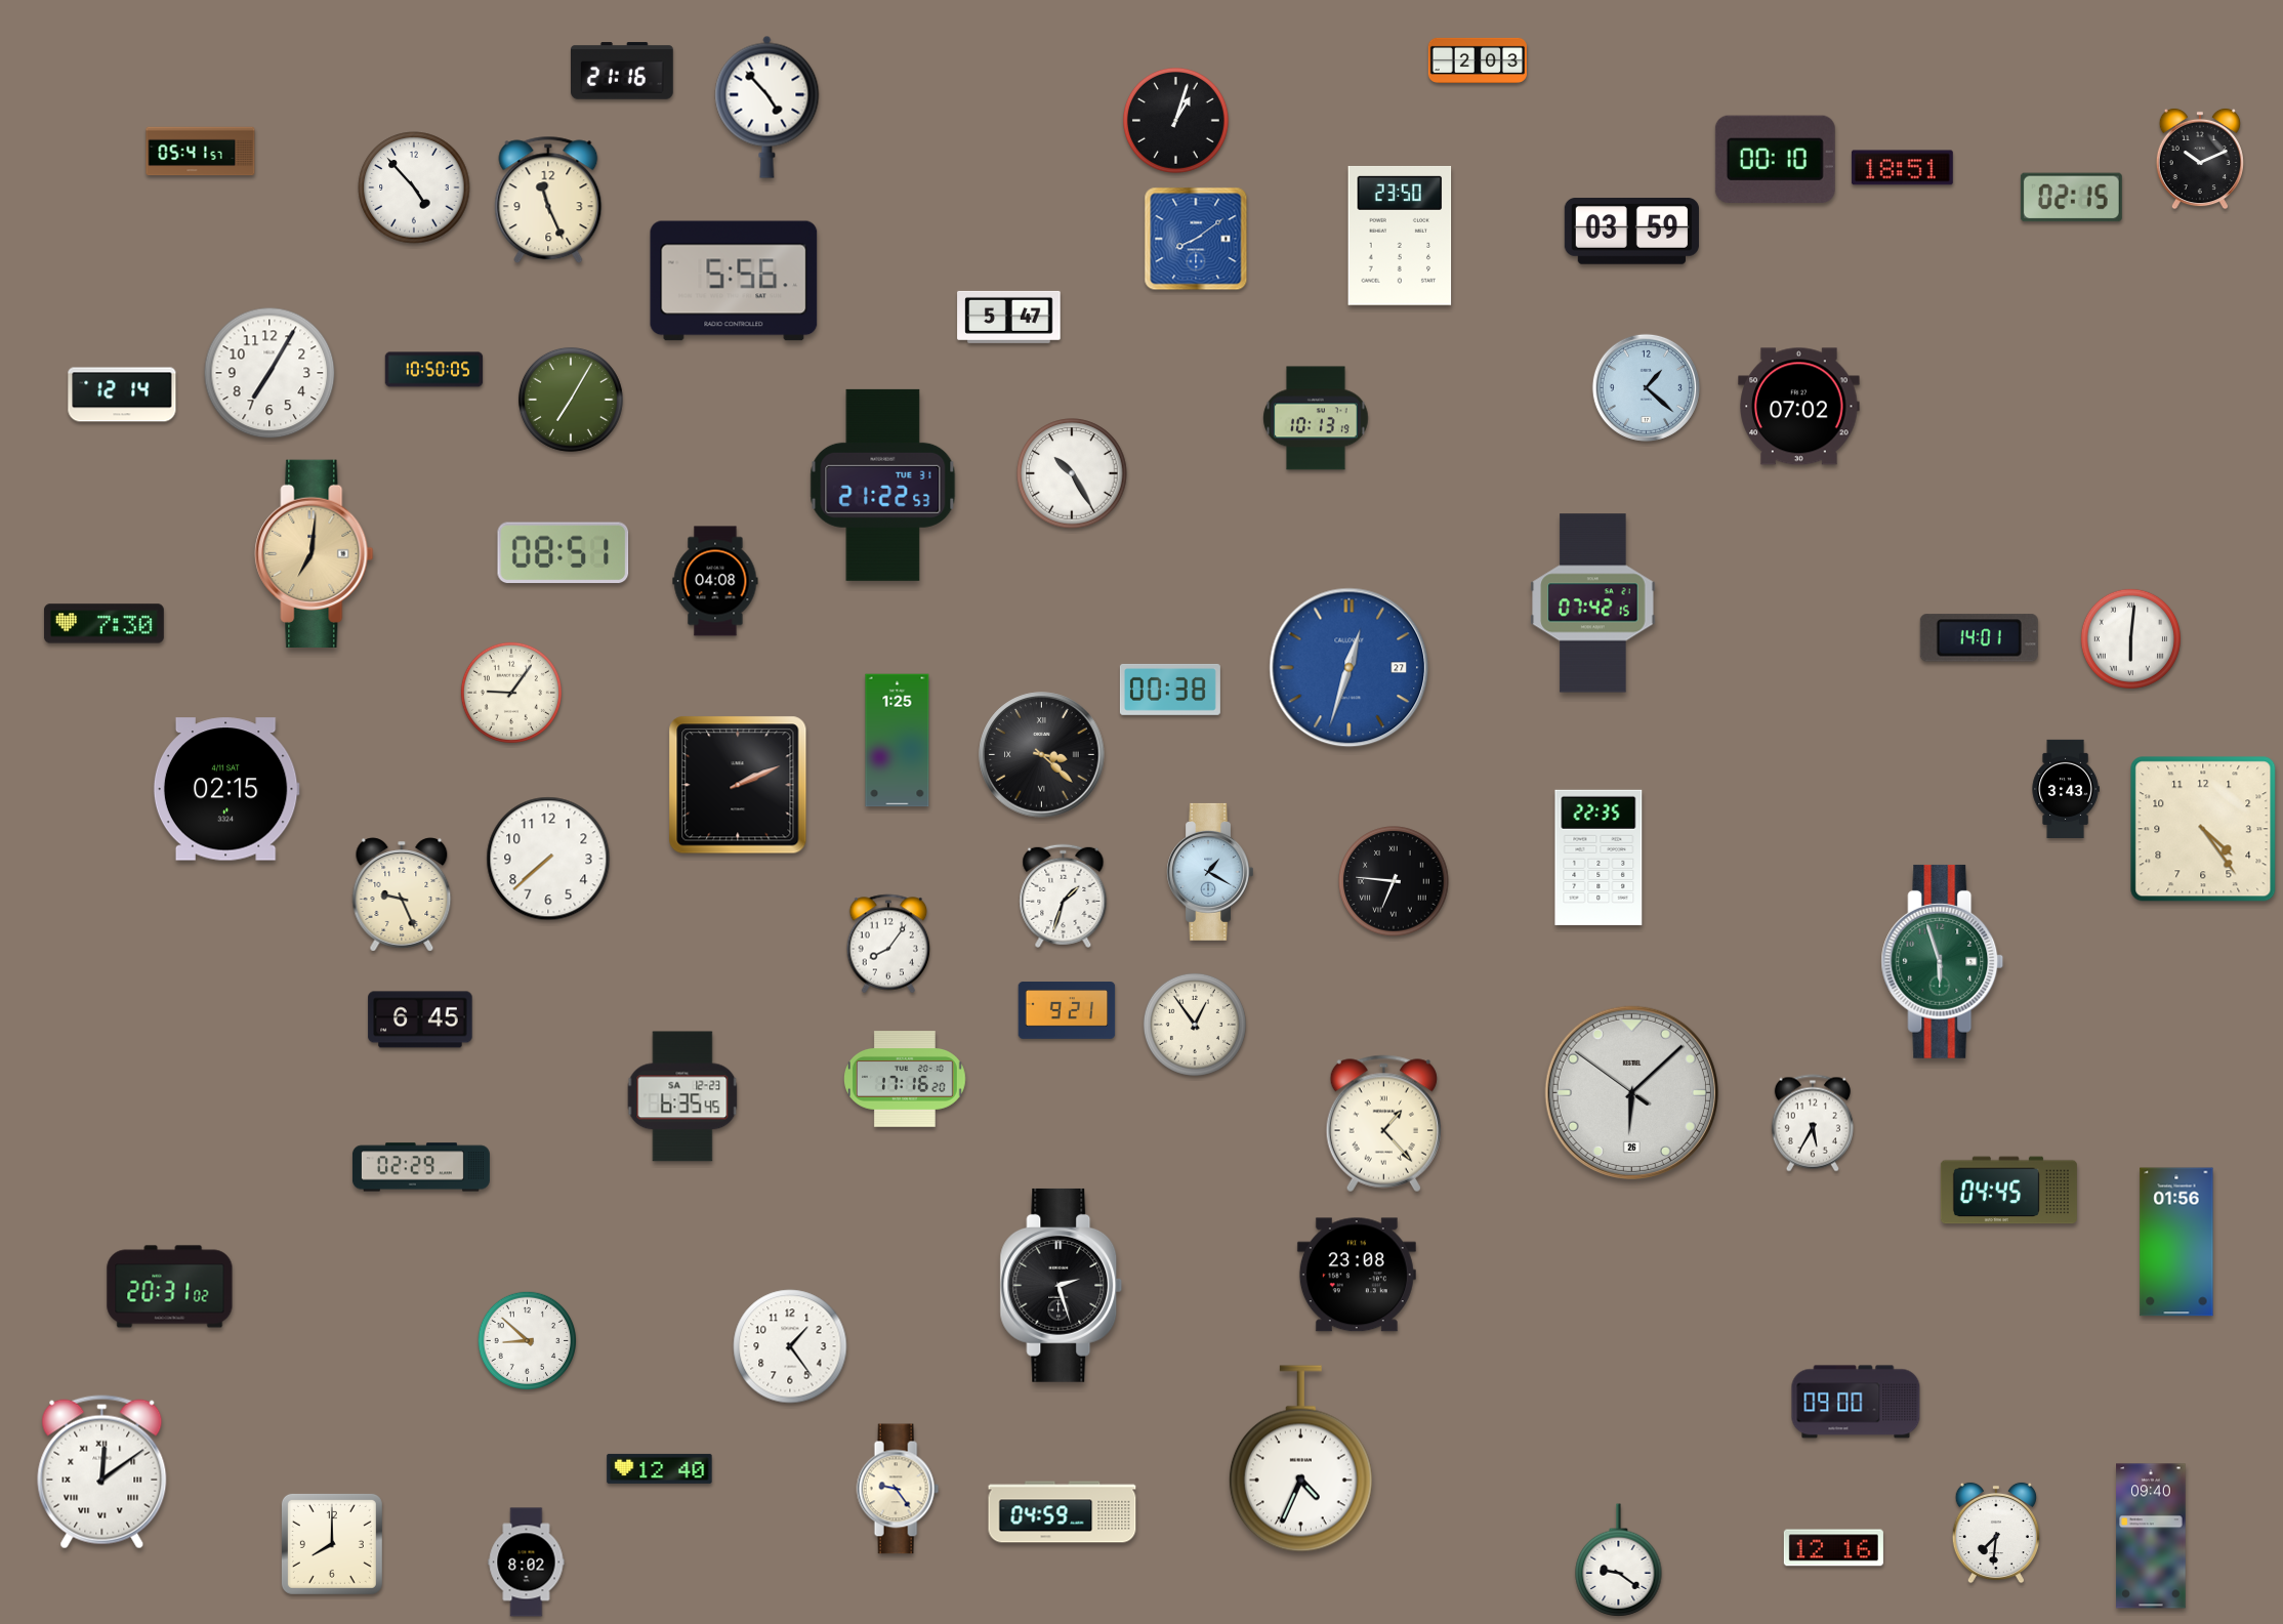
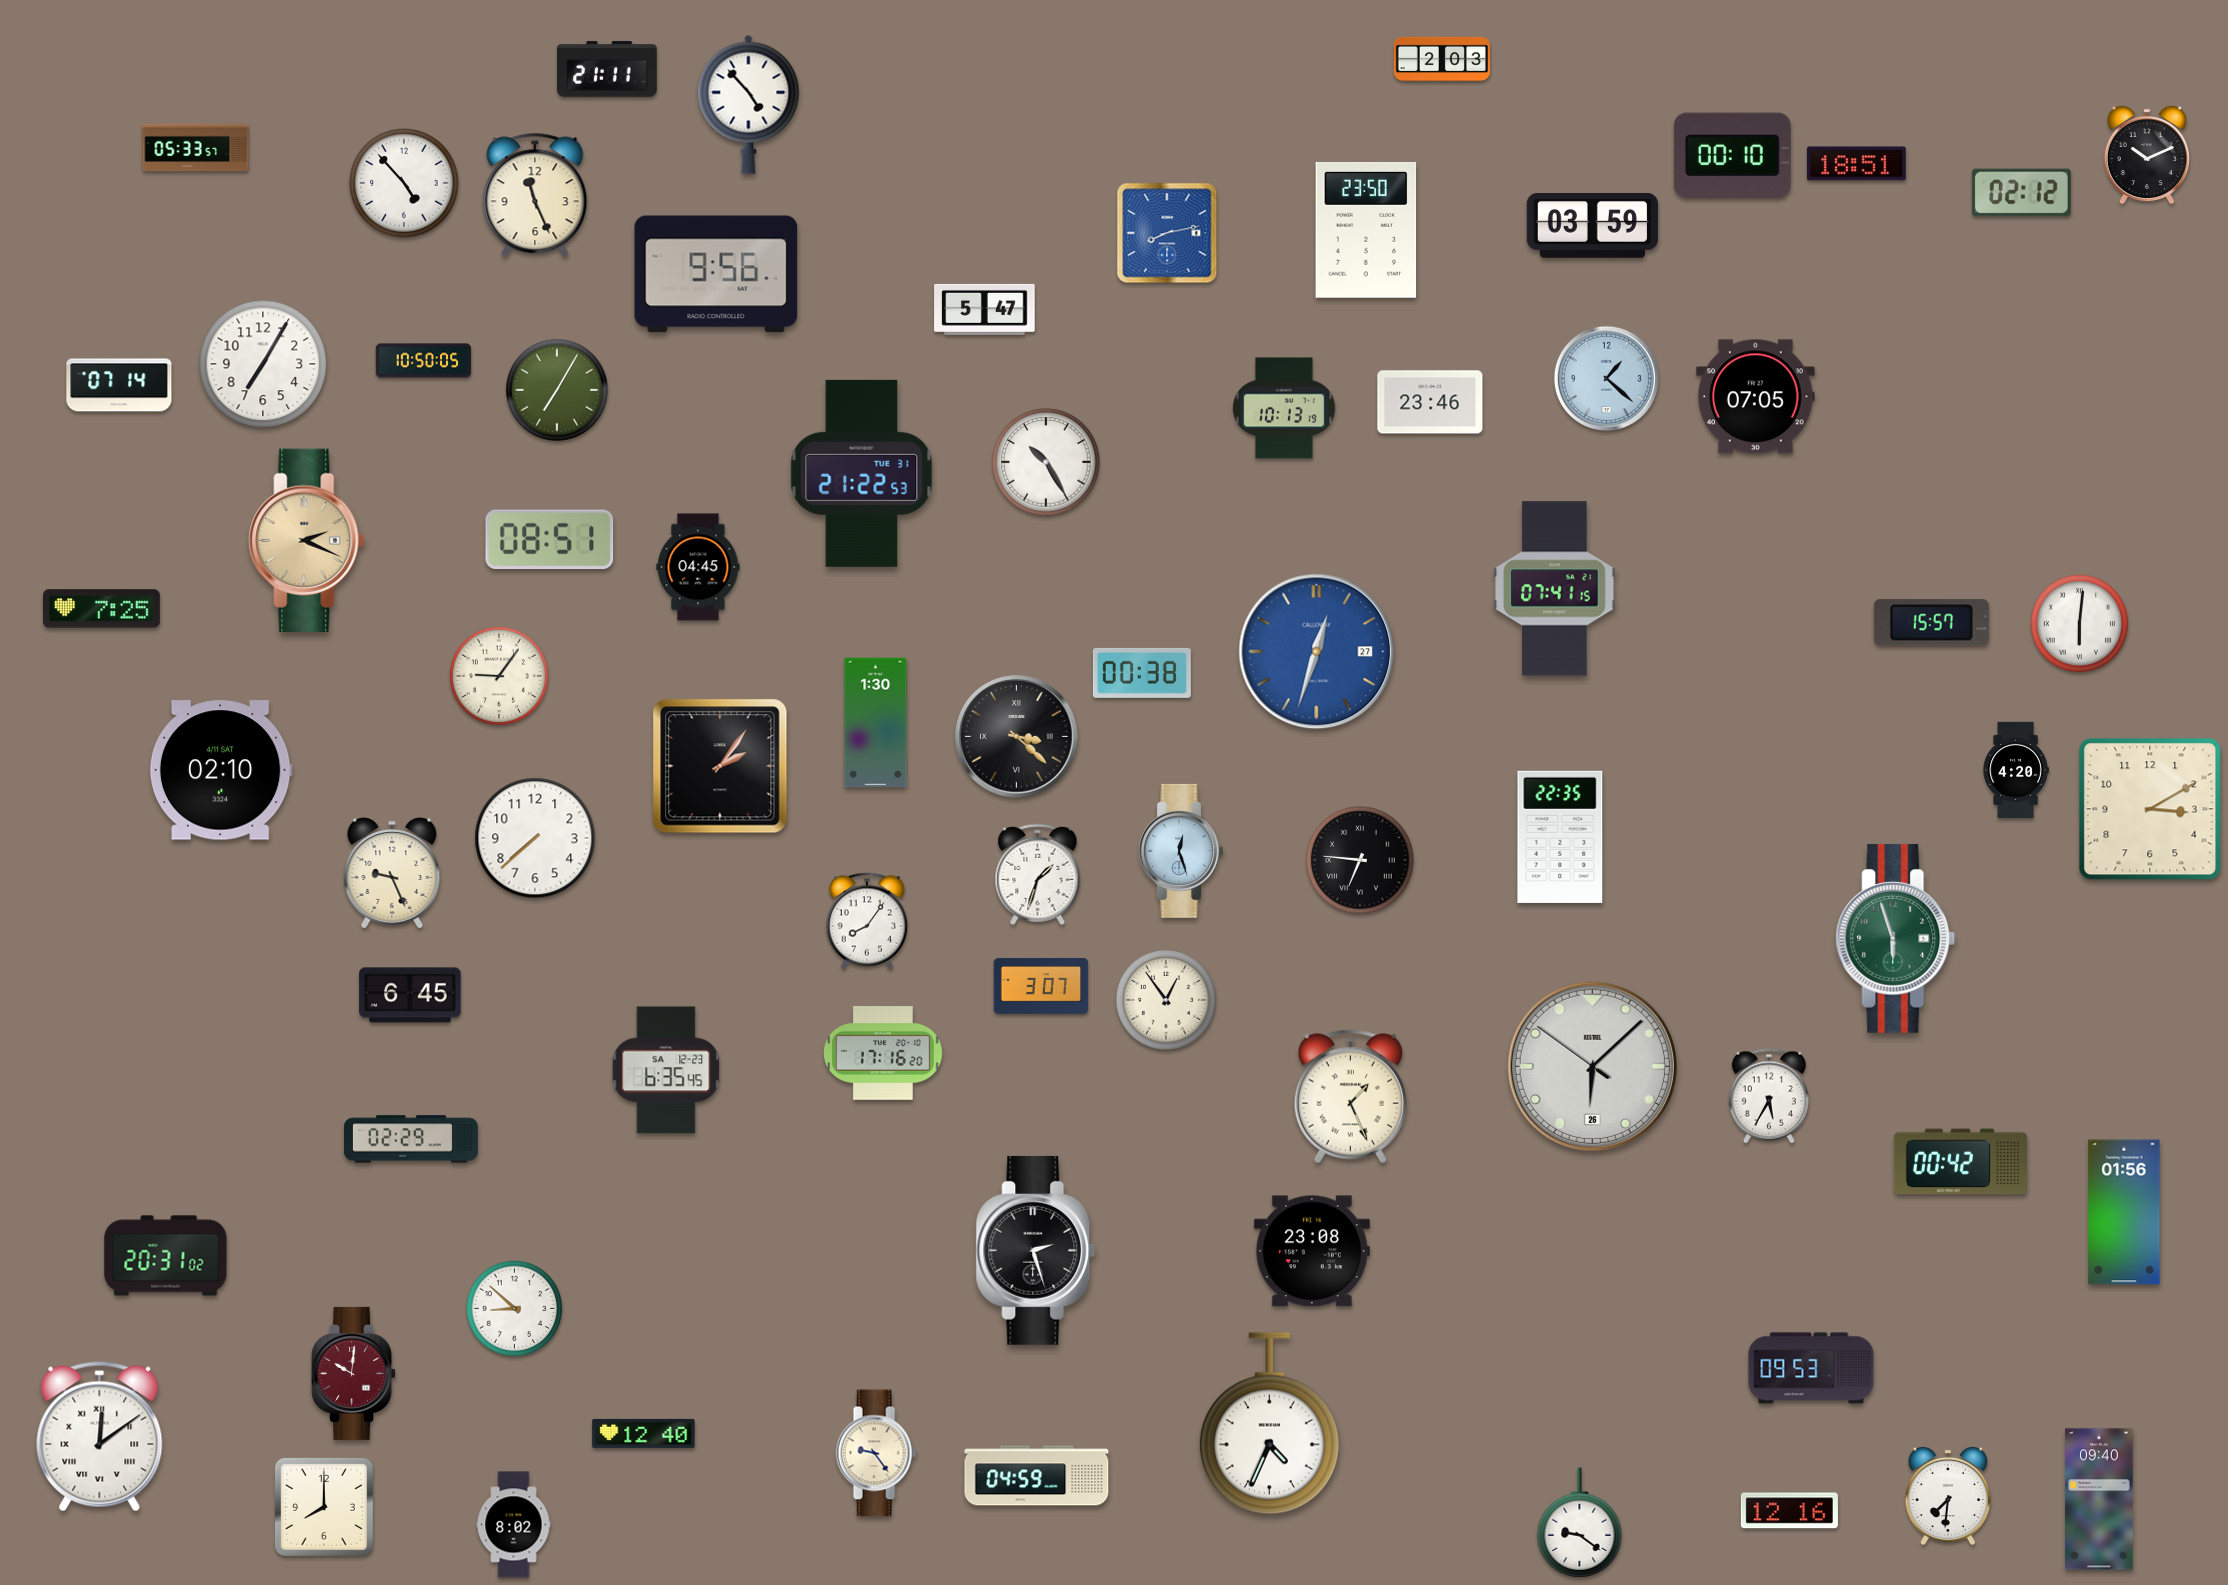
clock at (623, 71): 21:16 -> 21:11
clock at (1175, 120): 1:03 -> none
clock at (201, 152): 05:41 -> 05:33
clock at (2071, 198): 02:15 -> 02:12
clock at (1196, 239): 8:09 -> 8:13
clock at (734, 281): 5:56 -> 9:56
clock at (122, 394): 12:14 -> 07:14
clock at (1799, 407): 07:02 -> 07:05
clock at (1430, 402): none -> 23:46
clock at (315, 553): 7:01 -> 2:19
clock at (715, 581): 04:08 -> 04:45
clock at (1593, 603): 07:42 -> 07:41
clock at (103, 624): 7:30 -> 7:25
clock at (1979, 638): 14:01 -> 15:57
clock at (898, 741): 1:25 -> 1:30
clock at (738, 785): 2:11 -> 2:06
clock at (2066, 788): 3:43 -> 4:20
clock at (226, 789): 02:15 -> 02:10
clock at (2203, 829): 4:24 -> 3:10
clock at (1209, 872): 1:20 -> 12:27
clock at (1067, 1010): 9:21 -> 3:07
clock at (1383, 1124): 1:23 -> 1:26
clock at (2008, 1191): 04:45 -> 00:42
clock at (1357, 1275) position: (1357, 1275) -> (1312, 1251)
clock at (1062, 1285) position: (1062, 1285) -> (1036, 1250)
clock at (790, 1346): 1:24 -> none
clock at (1856, 1402): 09:00 -> 09:53
clock at (354, 1373): none -> 10:01
